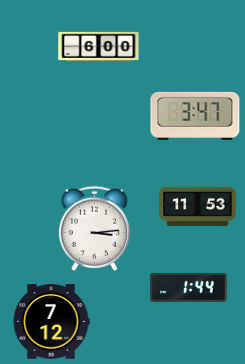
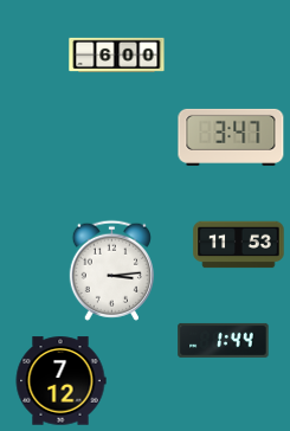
clock at (198, 207) position: (198, 207) -> (239, 245)
